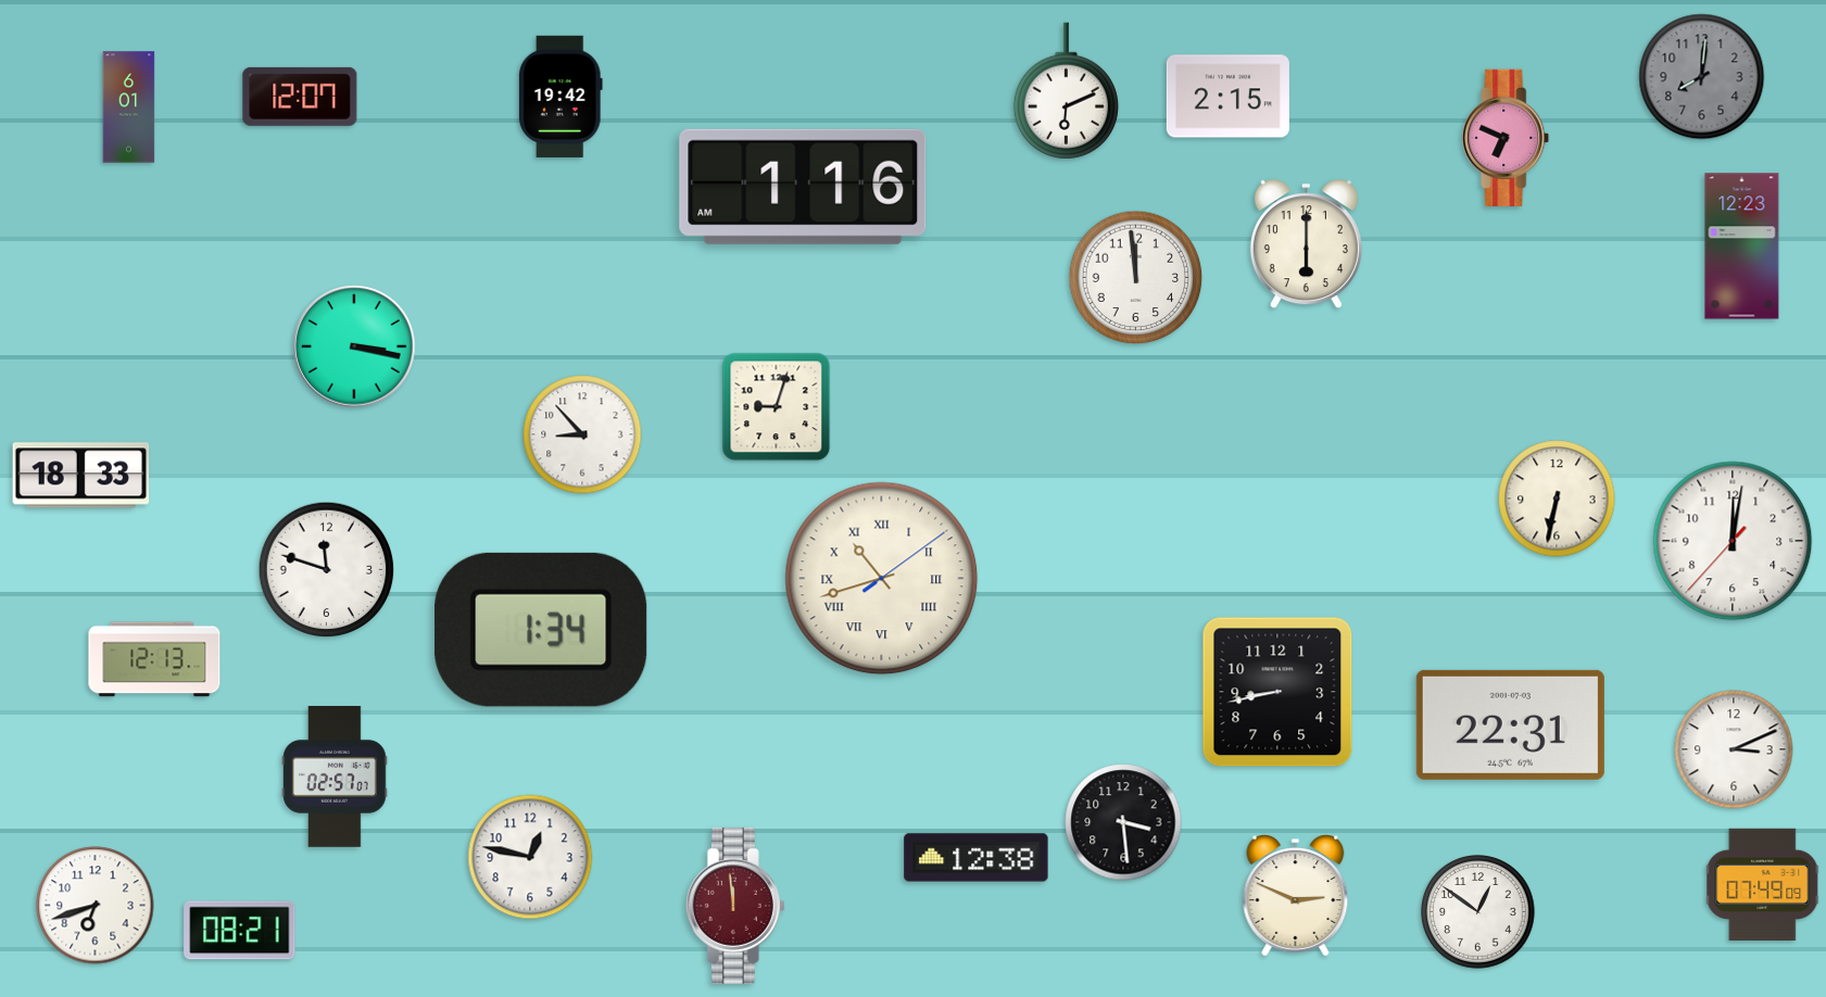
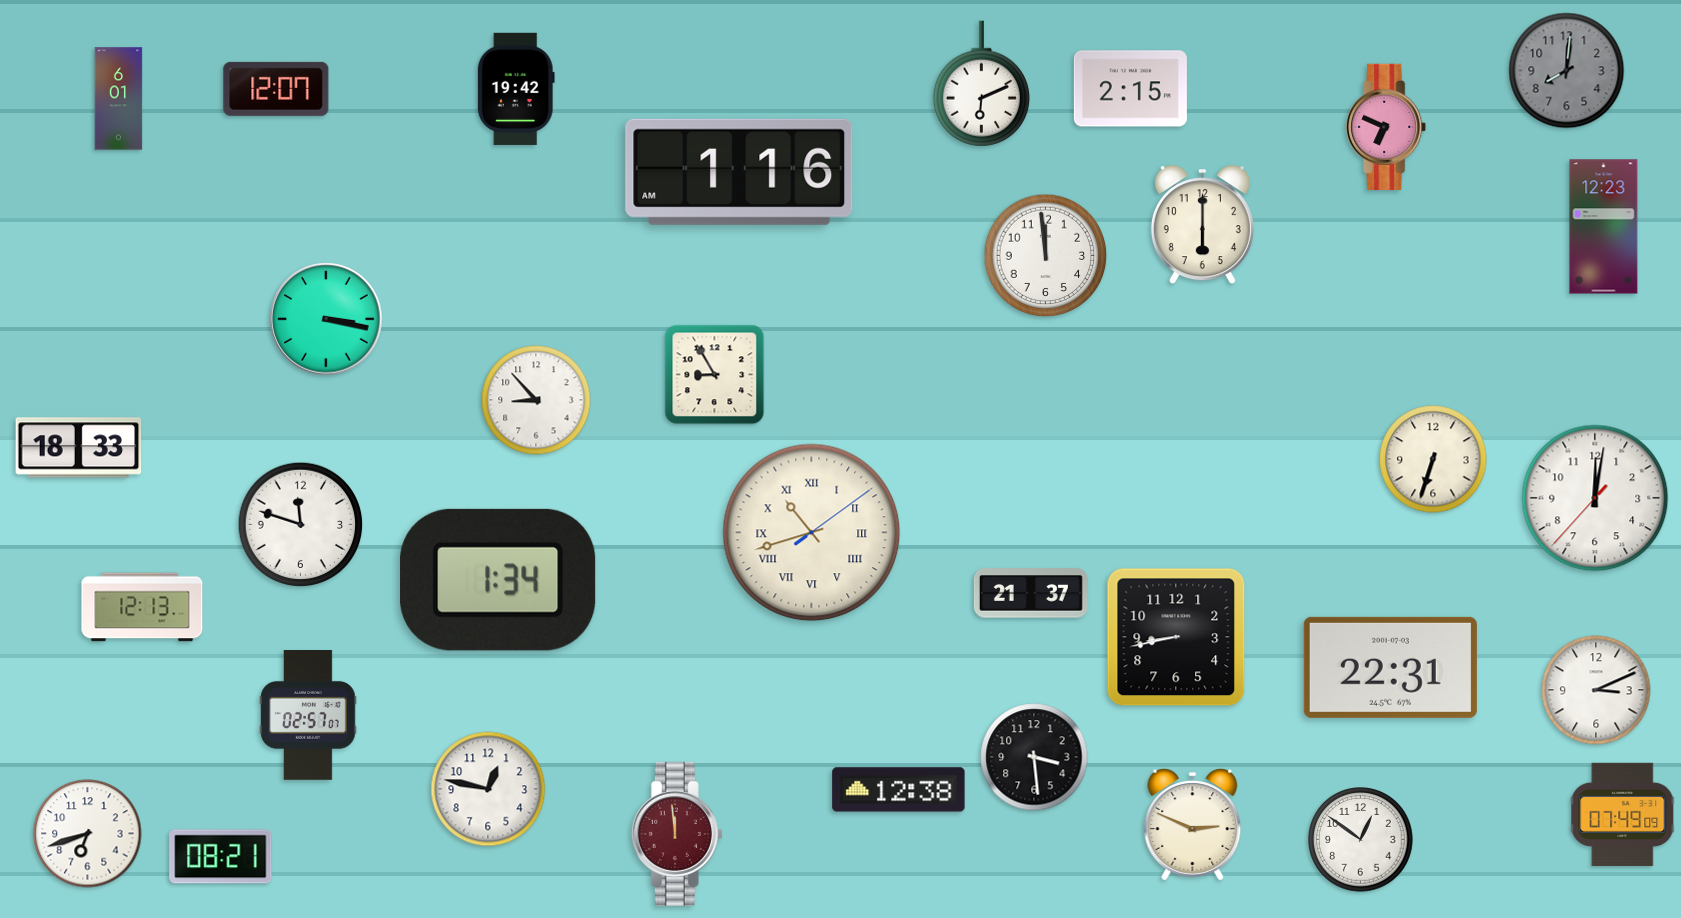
clock at (777, 407): 9:03 -> 8:55
clock at (81, 476) position: (81, 476) -> (79, 448)
clock at (1557, 498): 6:32 -> 6:33
clock at (1031, 593): none -> 21:37
